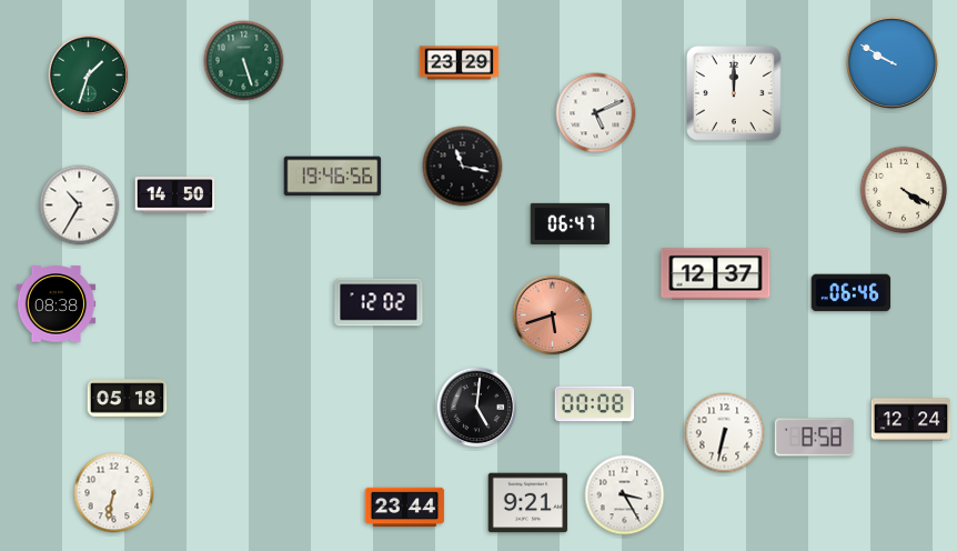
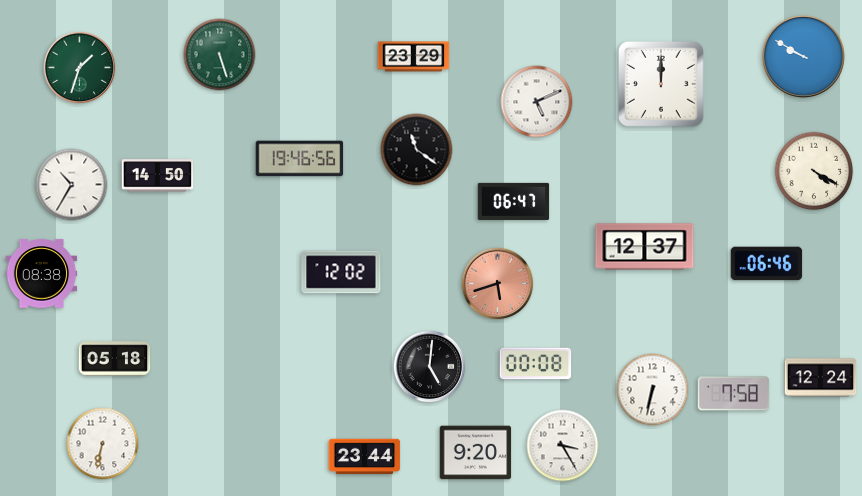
clock at (463, 167): 11:17 -> 11:21
clock at (57, 304) position: (57, 304) -> (42, 274)
clock at (815, 438): 8:58 -> 7:58
clock at (528, 503): 9:21 -> 9:20
